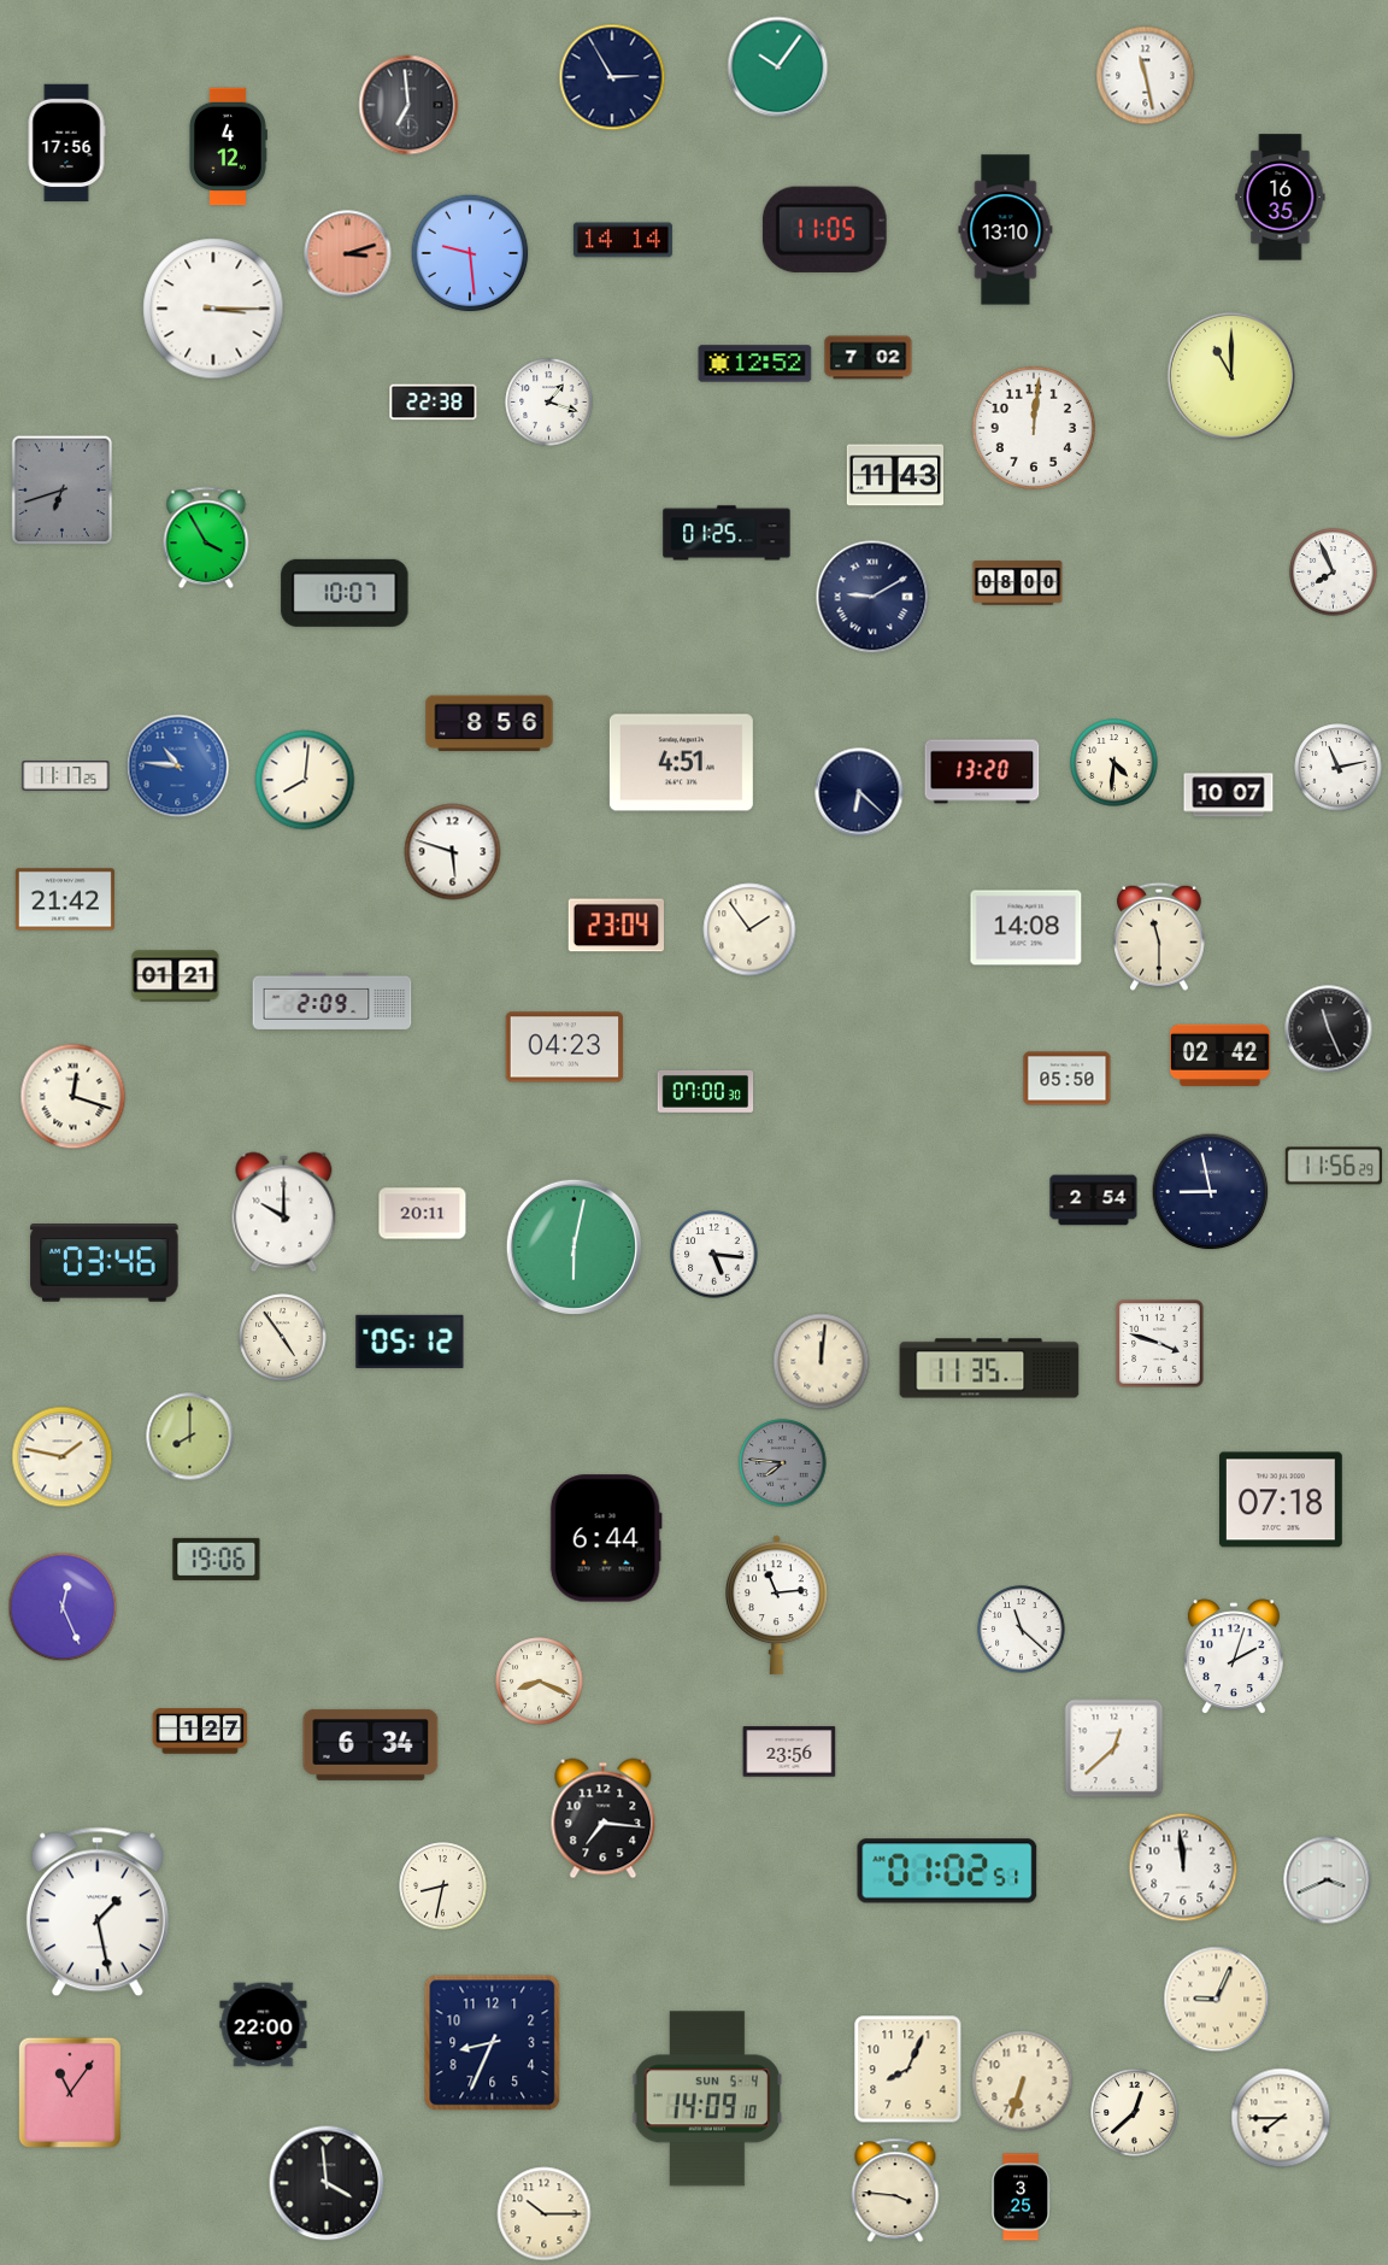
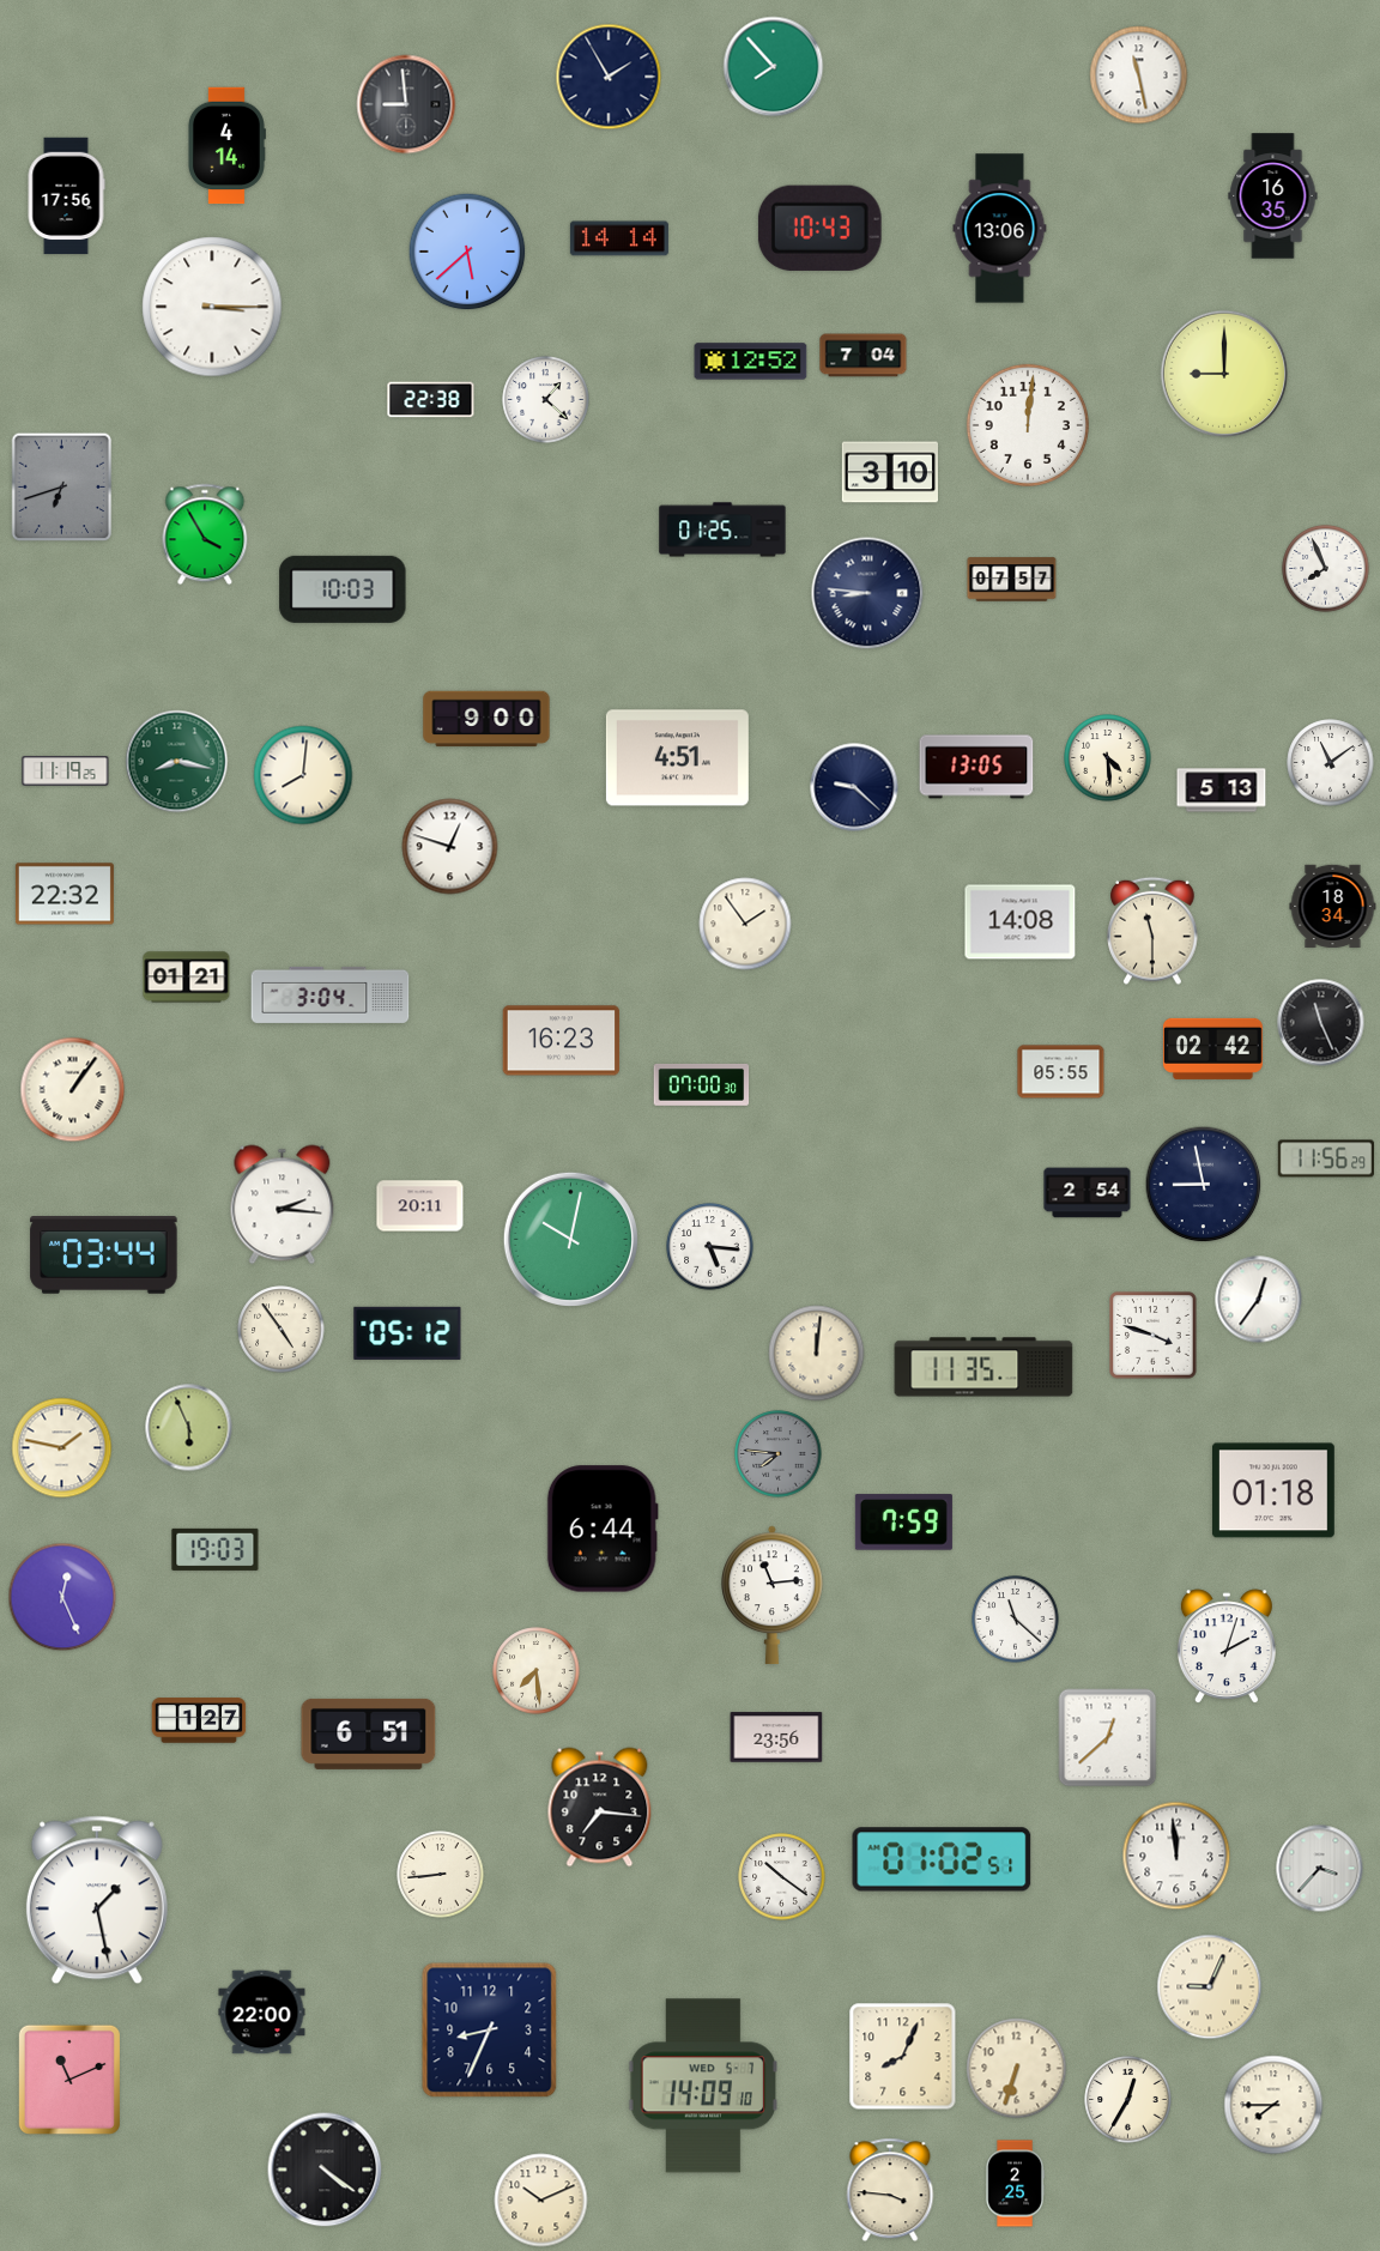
clock at (778, 68): 10:06 -> 7:53
clock at (612, 77): 2:55 -> 1:55
clock at (408, 105): 6:59 -> 8:59
clock at (66, 143) position: (66, 143) -> (66, 196)
clock at (228, 147): 4:12 -> 4:14
clock at (824, 229): 11:05 -> 10:43
clock at (1006, 230): 13:10 -> 13:06
clock at (470, 253): 9:29 -> 5:38
clock at (348, 254): 3:12 -> none
clock at (869, 358): 7:02 -> 7:04
clock at (1231, 376): 11:00 -> 9:00
clock at (549, 403): 1:18 -> 1:22
clock at (894, 475): 11:43 -> 3:10
clock at (1018, 583): 08:00 -> 07:57
clock at (345, 593): 10:07 -> 10:03
clock at (872, 597): 9:10 -> 8:46
clock at (489, 723): 8:56 -> 9:00
clock at (1114, 763): 4:31 -> 4:29
clock at (178, 767): 10:46 -> 8:17
clock at (178, 767) dial: blue -> green
clock at (1339, 768): 11:13 -> 11:09
clock at (982, 771): 13:20 -> 13:05
clock at (66, 776): 11:17 -> 11:19
clock at (859, 792): 6:22 -> 9:22
clock at (1229, 796): 10:07 -> 5:13
clock at (453, 852): 5:48 -> 12:48
clock at (65, 899): 21:42 -> 22:32
clock at (1333, 907): none -> 18:34
clock at (616, 926): 23:04 -> none
clock at (176, 976) position: (176, 976) -> (187, 978)
clock at (333, 1001): 2:09 -> 3:04
clock at (565, 1048): 04:23 -> 16:23
clock at (1068, 1079): 05:50 -> 05:55
clock at (73, 1097): 12:18 -> 1:06
clock at (284, 1213): 10:00 -> 2:16
clock at (574, 1246): 6:02 -> 10:02
clock at (105, 1263): 03:46 -> 03:44
clock at (1259, 1300): none -> 12:36
clock at (989, 1368) position: (989, 1368) -> (983, 1367)
clock at (190, 1437): 8:00 -> 5:56
clock at (1281, 1500): 07:18 -> 01:18
clock at (903, 1523): none -> 7:59
clock at (217, 1559): 19:06 -> 19:03
clock at (540, 1682): 8:19 -> 7:29
clock at (371, 1744): 6:34 -> 6:51
clock at (789, 1751) position: (789, 1751) -> (776, 1737)
clock at (1328, 1880): 3:41 -> 3:37
clock at (443, 1886): 8:32 -> 8:44
clock at (782, 1877): none -> 10:21
clock at (70, 2093): 11:06 -> 11:11
clock at (706, 2099) date: SUN 5-4 -> WED 5-7
clock at (1135, 2113): 12:38 -> 12:35
clock at (327, 2183): 3:59 -> 4:21
clock at (895, 2190) position: (895, 2190) -> (890, 2190)
clock at (1021, 2197): 3:25 -> 2:25
clock at (545, 2214): 10:15 -> 10:11
